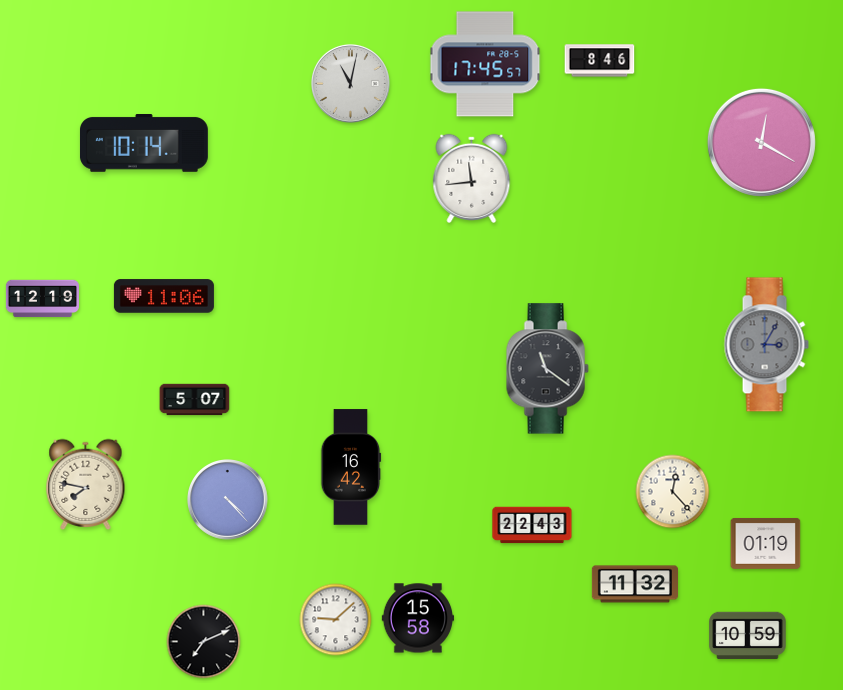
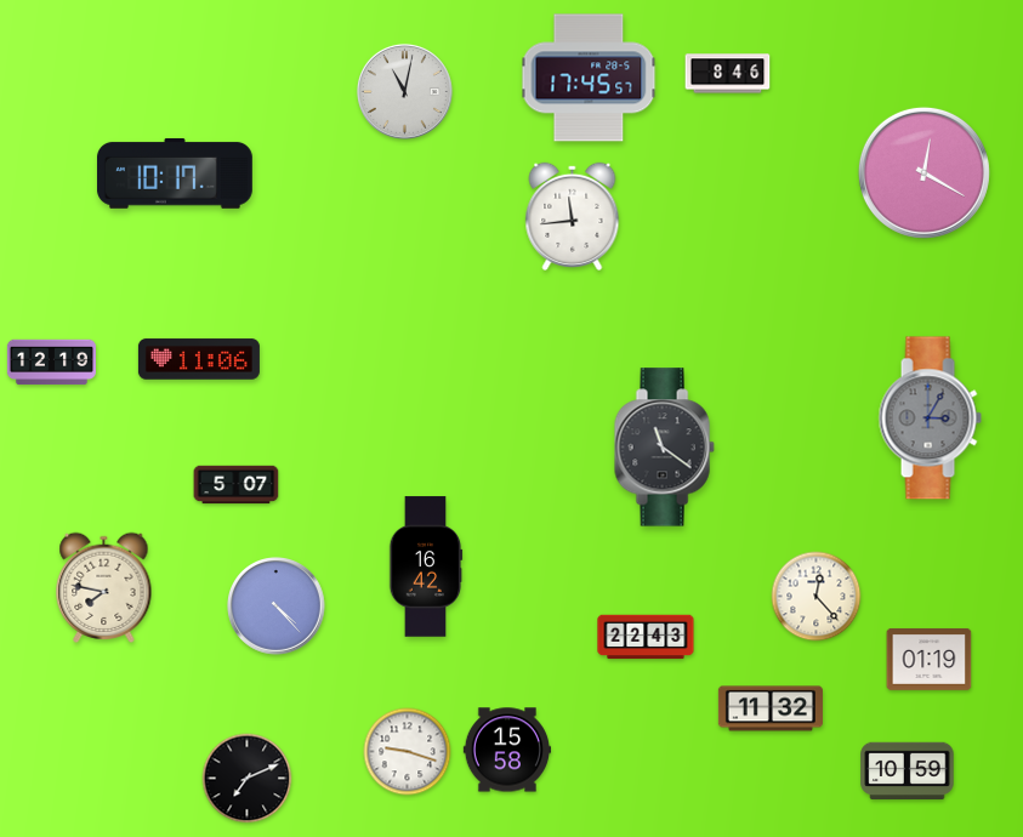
clock at (350, 83) position: (350, 83) -> (404, 91)
clock at (144, 144): 10:14 -> 10:17
clock at (336, 620): 9:08 -> 9:18
